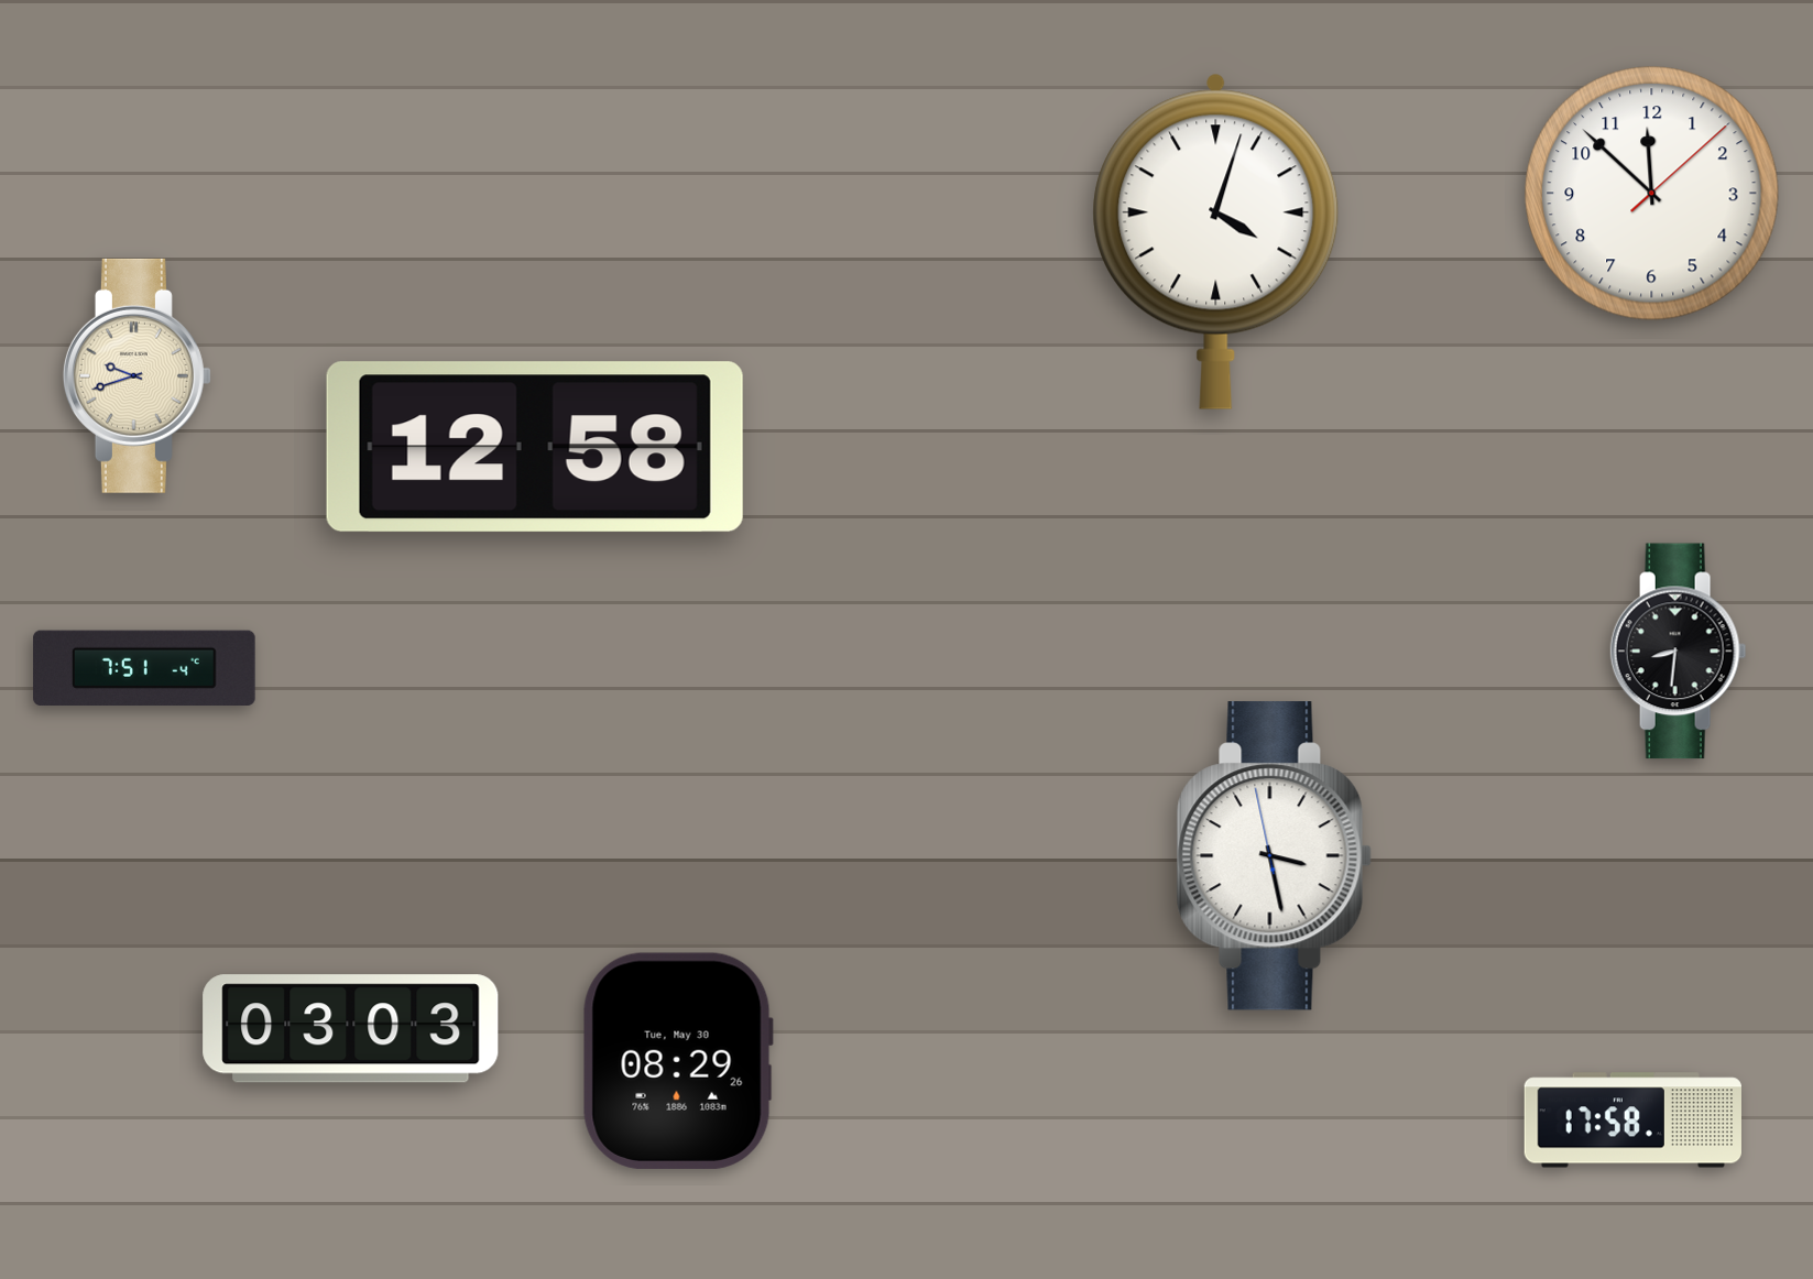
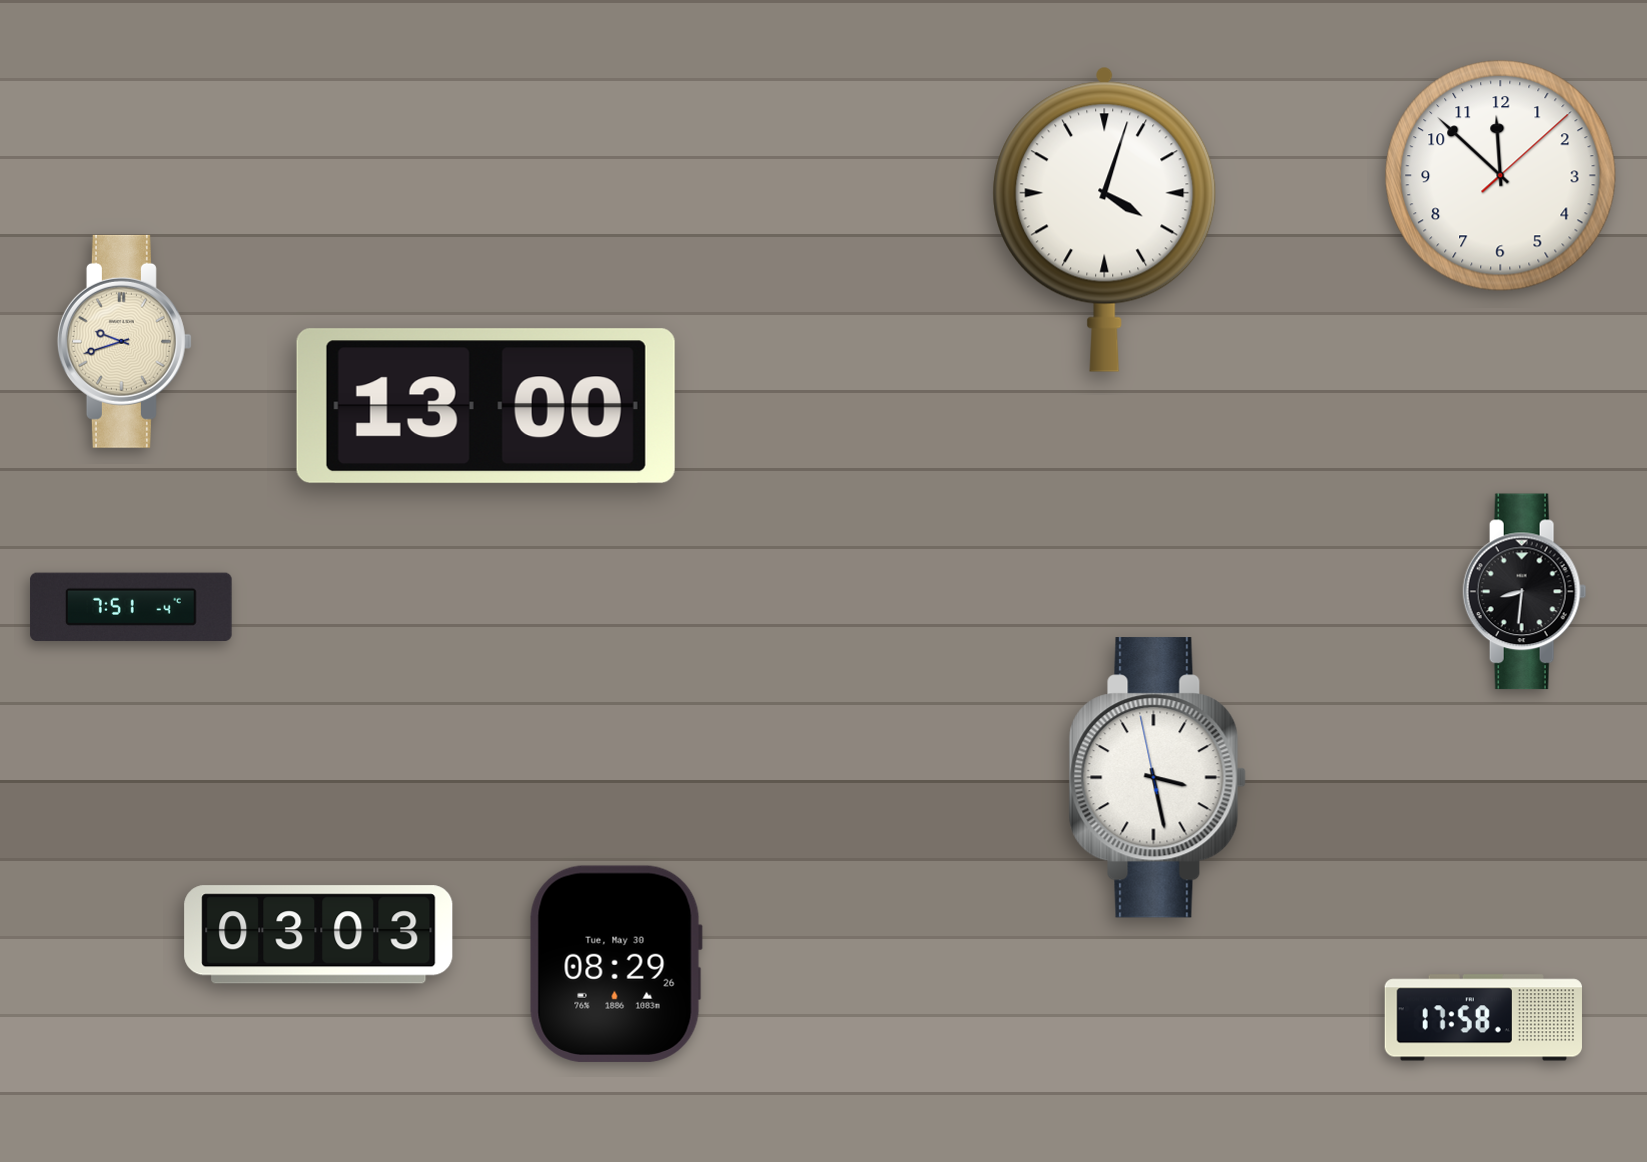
clock at (535, 447): 12:58 -> 13:00
